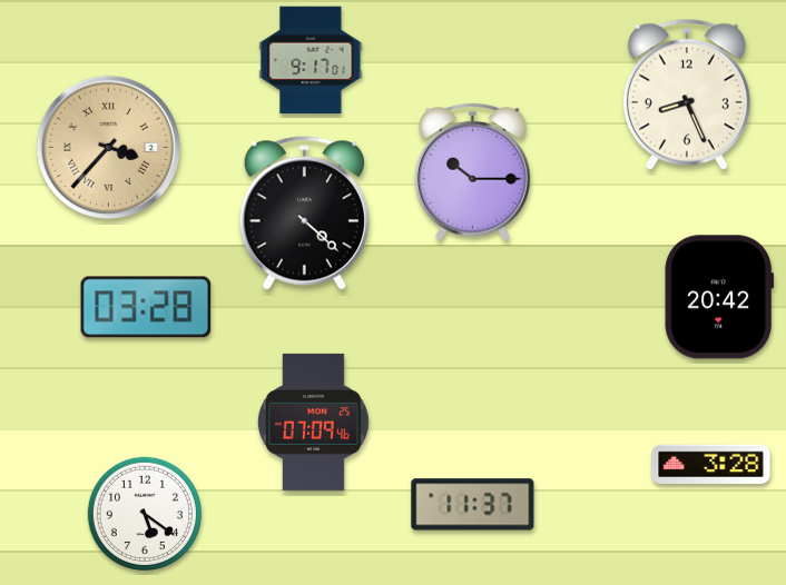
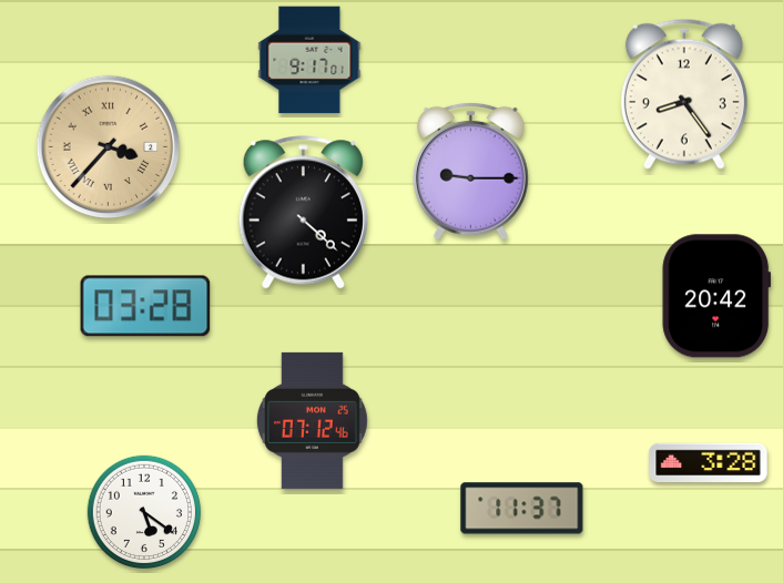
clock at (687, 95): 8:26 -> 8:24
clock at (472, 171): 10:15 -> 9:15
clock at (313, 422): 07:09 -> 07:12
clock at (473, 505) position: (473, 505) -> (522, 509)
